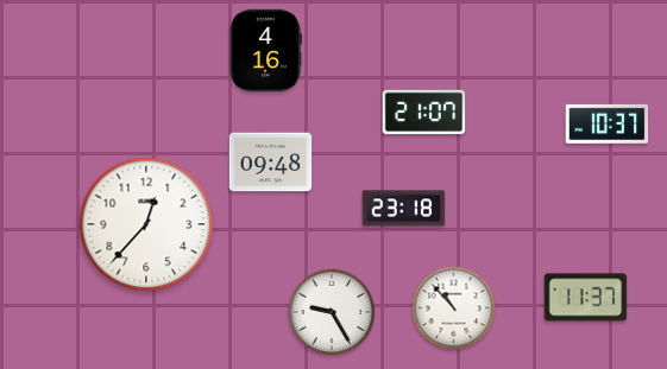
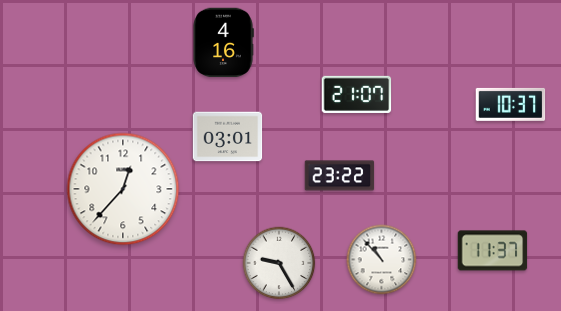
clock at (271, 163): 09:48 -> 03:01
clock at (404, 209): 23:18 -> 23:22
